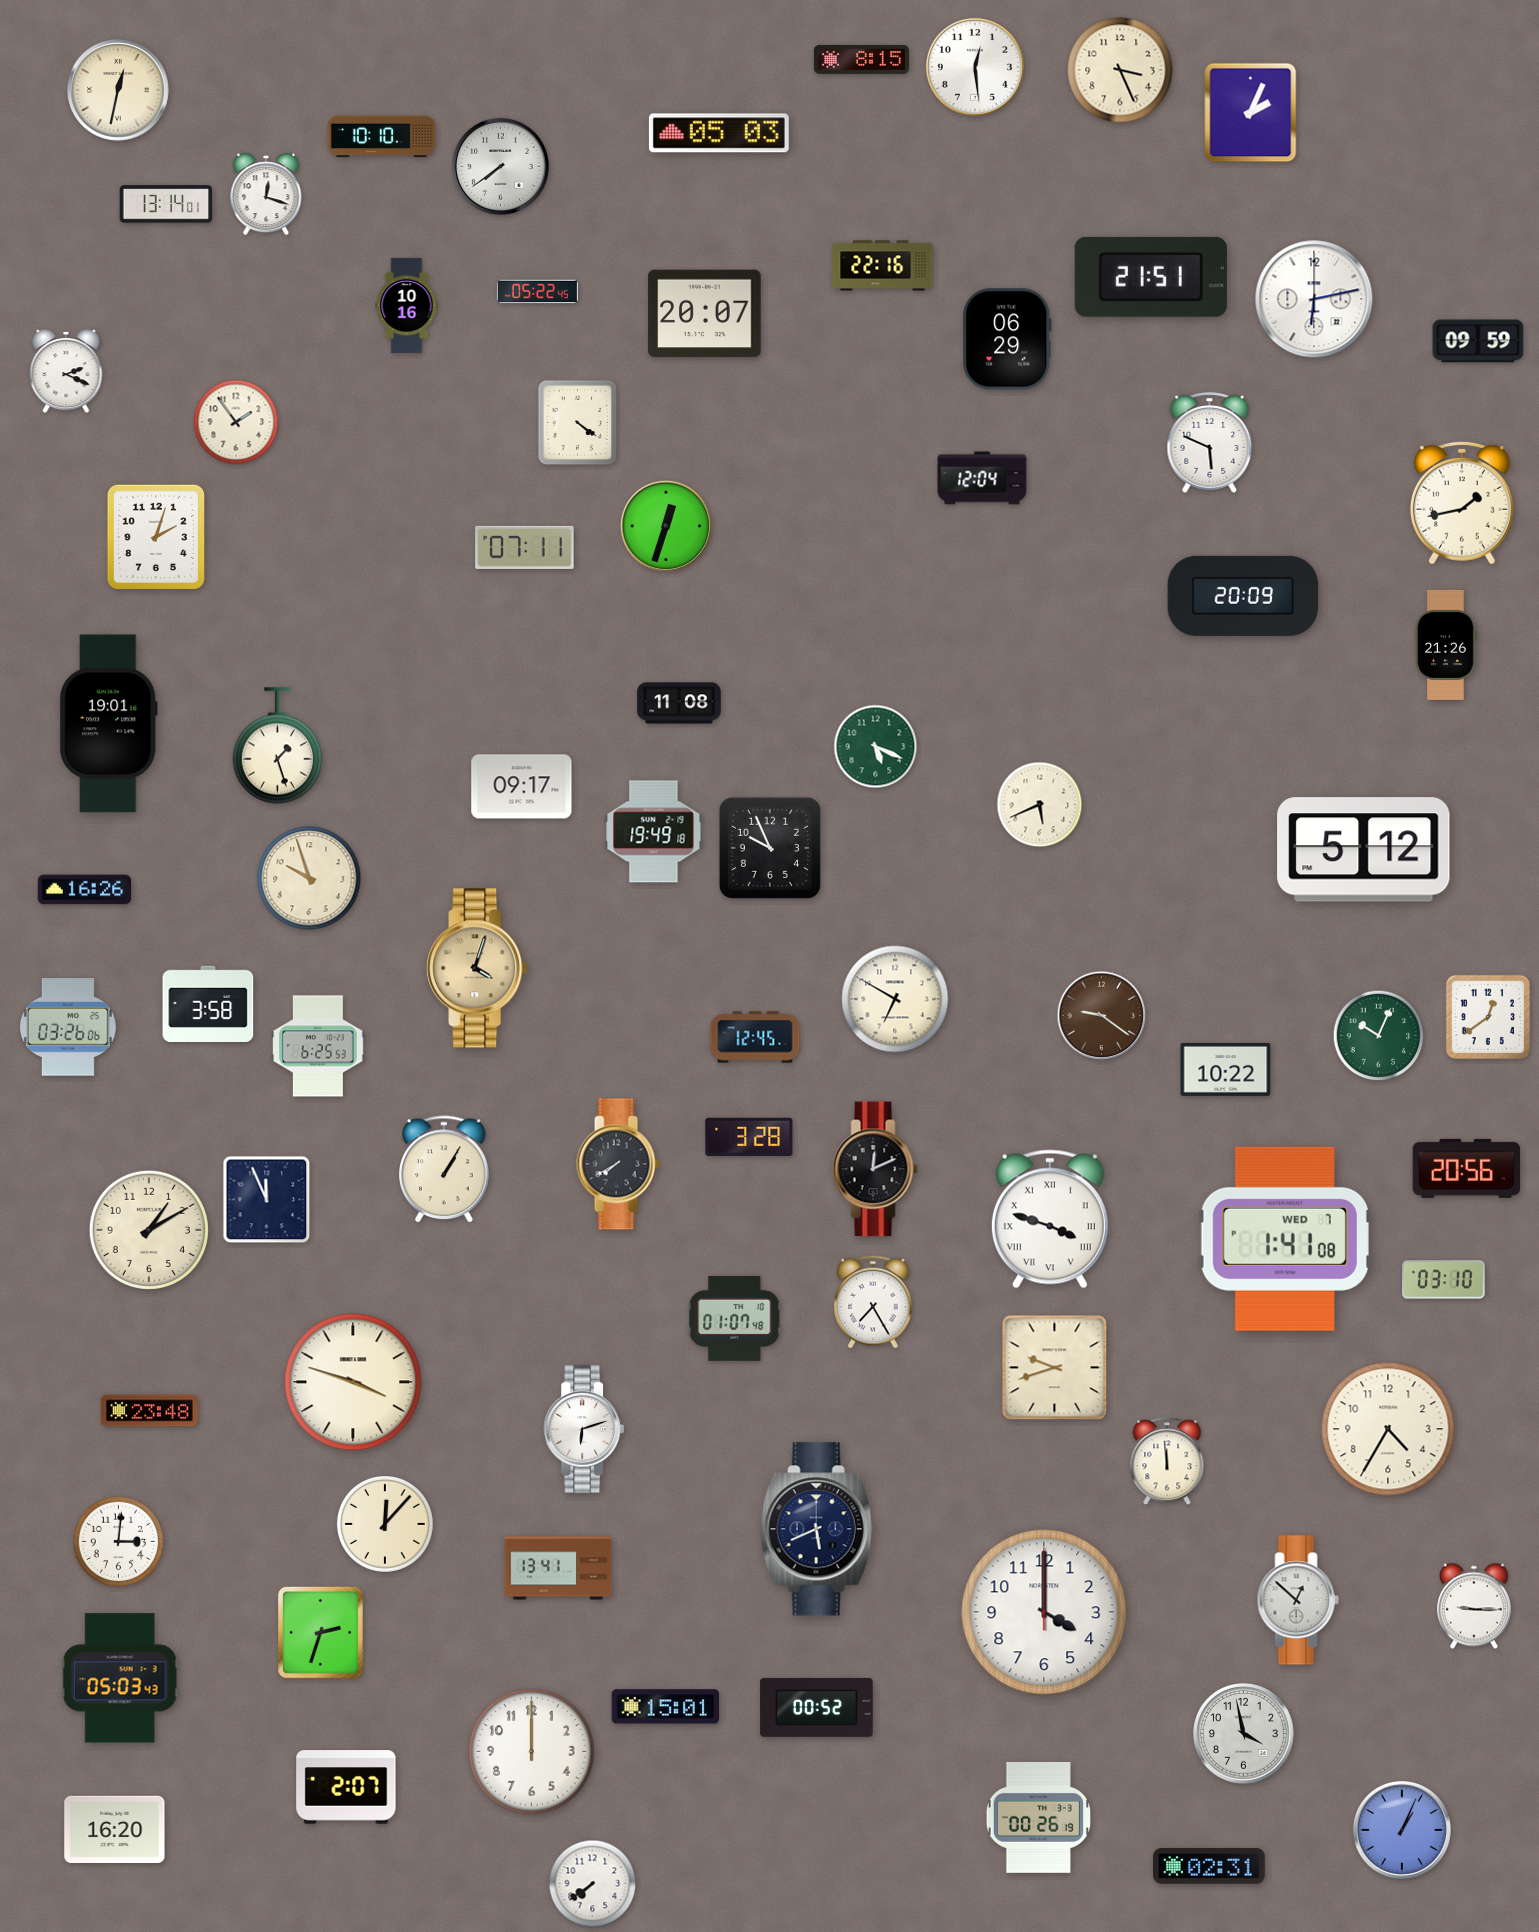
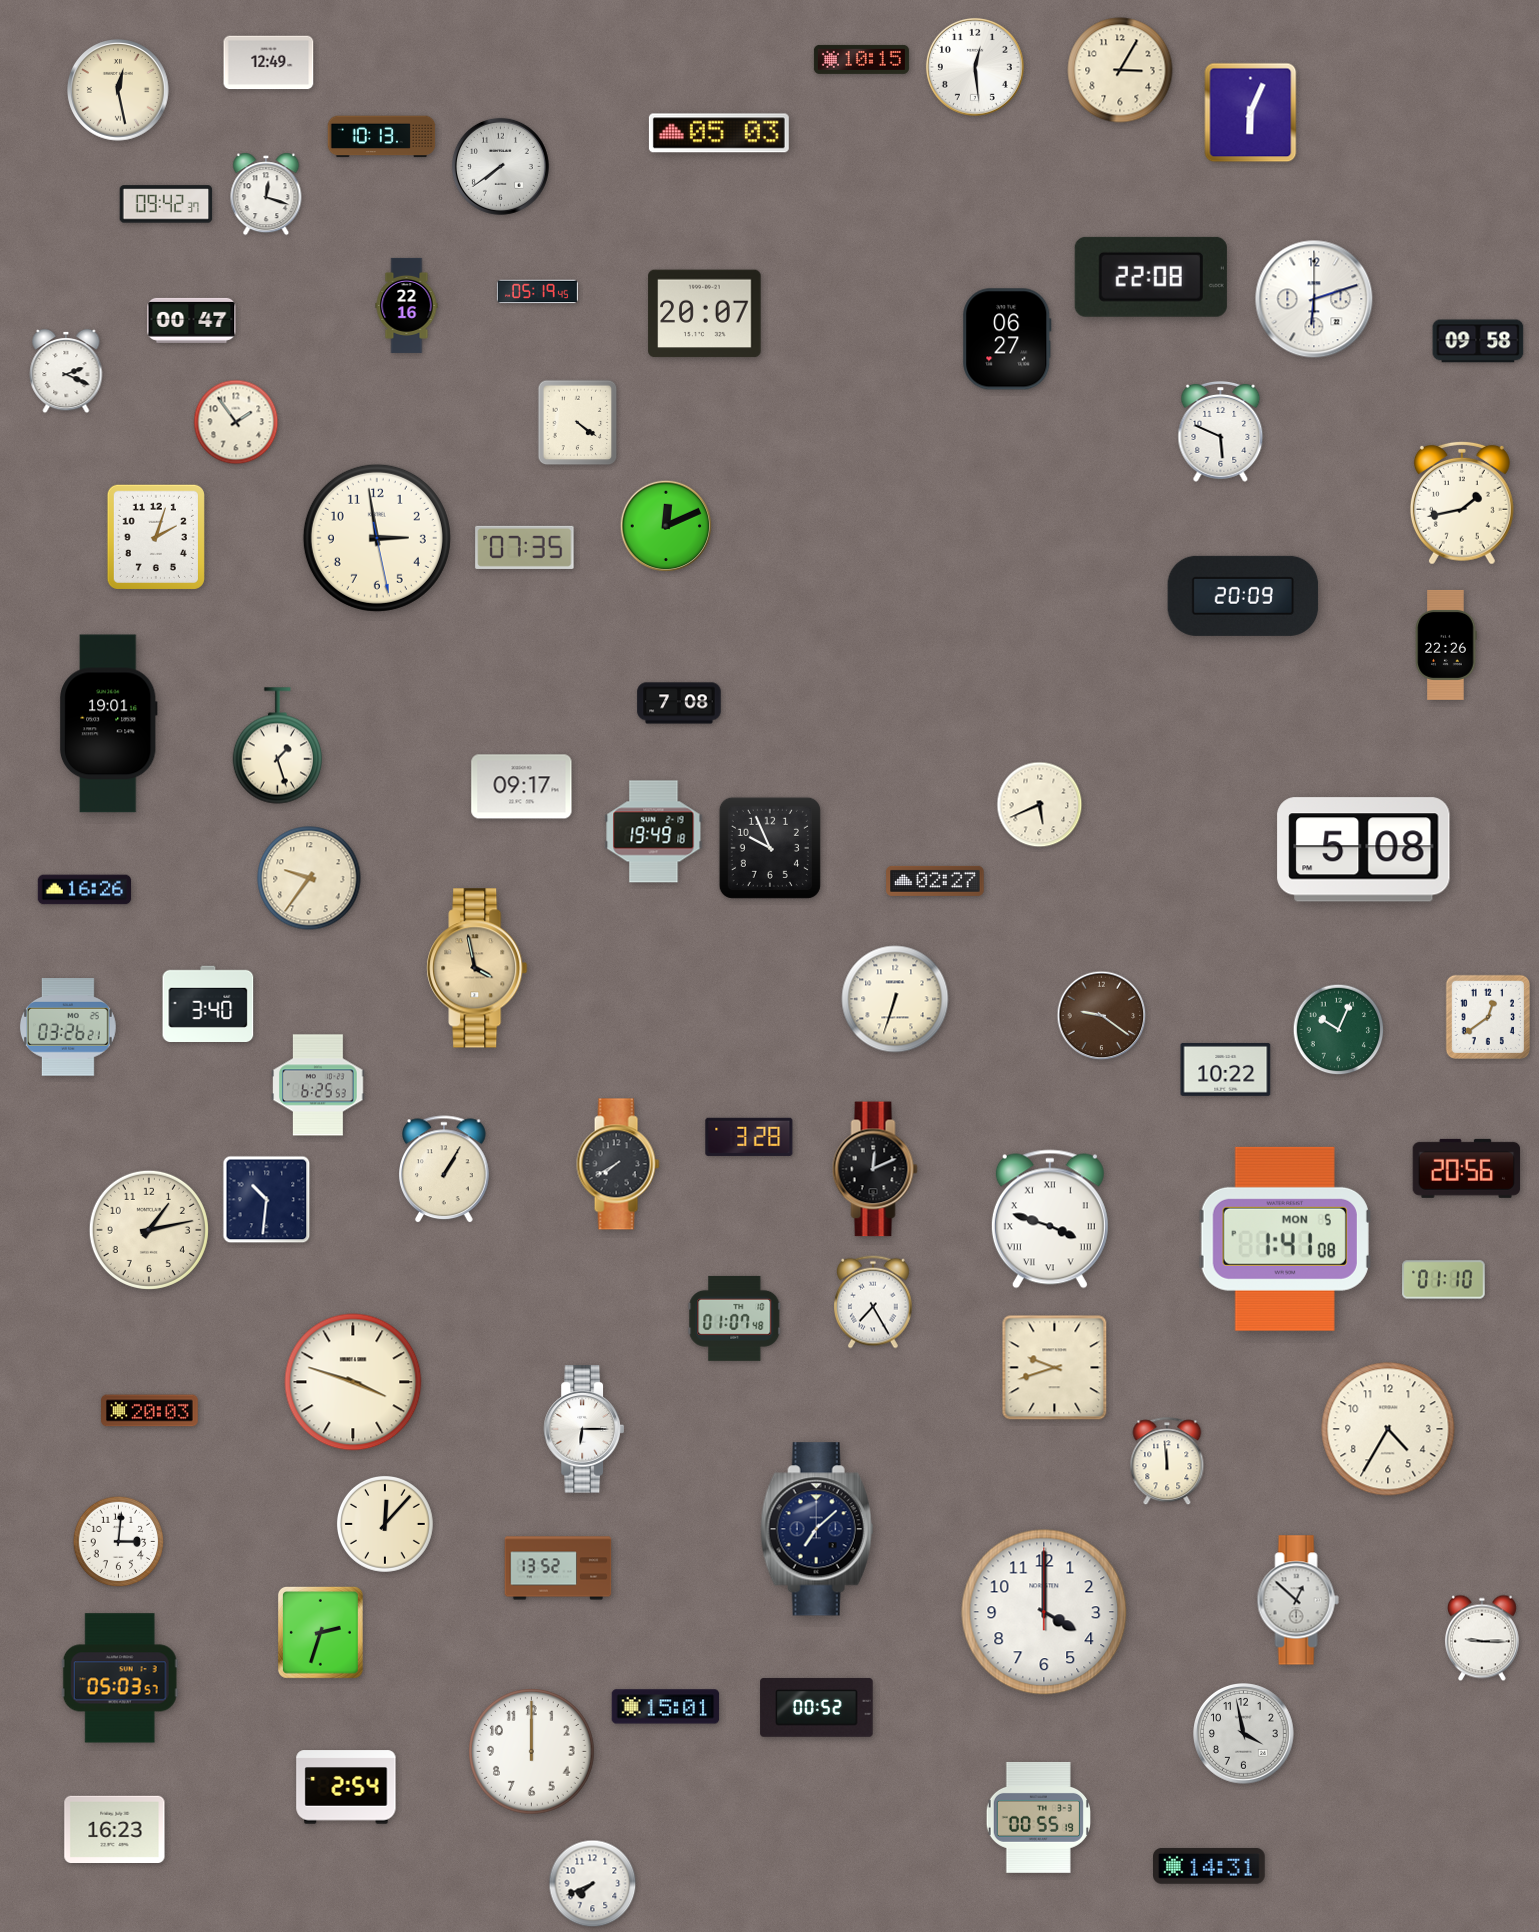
clock at (861, 59): 8:15 -> 10:15
clock at (269, 63): none -> 12:49
clock at (1120, 70): 3:26 -> 3:05
clock at (119, 91): 12:32 -> 12:28
clock at (1251, 113): 2:04 -> 6:04
clock at (382, 137): 10:10 -> 10:13
clock at (166, 204): 13:14 -> 09:42
clock at (883, 266): 22:16 -> none
clock at (1151, 277): 21:51 -> 22:08
clock at (537, 292): 05:22 -> 05:19
clock at (1314, 299): 6:13 -> 6:12
clock at (407, 305): 10:16 -> 22:16
clock at (192, 320): none -> 00:47
clock at (1007, 339): 06:29 -> 06:27
clock at (1478, 341): 09:59 -> 09:58
clock at (1210, 443) position: (1210, 443) -> (1221, 432)
clock at (982, 478): 12:04 -> none
clock at (666, 526): 12:33 -> 12:11
clock at (377, 538): none -> 2:58
clock at (525, 547): 07:11 -> 07:35
clock at (1446, 645): 21:26 -> 22:26
clock at (679, 703): 11:08 -> 7:08
clock at (876, 747): 5:19 -> none
clock at (1364, 850): 5:12 -> 5:08
clock at (309, 878): 9:57 -> 9:36
clock at (935, 881): none -> 02:27
clock at (477, 968): 4:03 -> 3:58
clock at (895, 999): 6:50 -> 6:33
clock at (208, 1003): 3:58 -> 3:40
clock at (68, 1027): 03:26:06 -> 03:26:21
clock at (1379, 1036) position: (1379, 1036) -> (1339, 1030)
clock at (755, 1037): 12:45 -> none
clock at (318, 1046) position: (318, 1046) -> (318, 1085)
clock at (267, 1200): 11:56 -> 10:31
clock at (149, 1230): 1:10 -> 1:13
clock at (1285, 1239) date: WED 7 -> MON 5
clock at (1444, 1280): 03:10 -> 01:10
clock at (150, 1411): 23:48 -> 20:03
clock at (584, 1429): 6:12 -> 6:15
clock at (817, 1529): 5:41 -> 7:08
clock at (558, 1568): 13:41 -> 13:52
clock at (1474, 1606) position: (1474, 1606) -> (1482, 1638)
clock at (120, 1678): 05:03:43 -> 05:03:57
clock at (346, 1787): 2:07 -> 2:54
clock at (1038, 1817): 00:26 -> 00:55
clock at (115, 1829): 16:20 -> 16:23
clock at (1402, 1830): 1:04 -> none
clock at (1210, 1866): 02:31 -> 14:31
clock at (593, 1884): 7:39 -> 7:41
